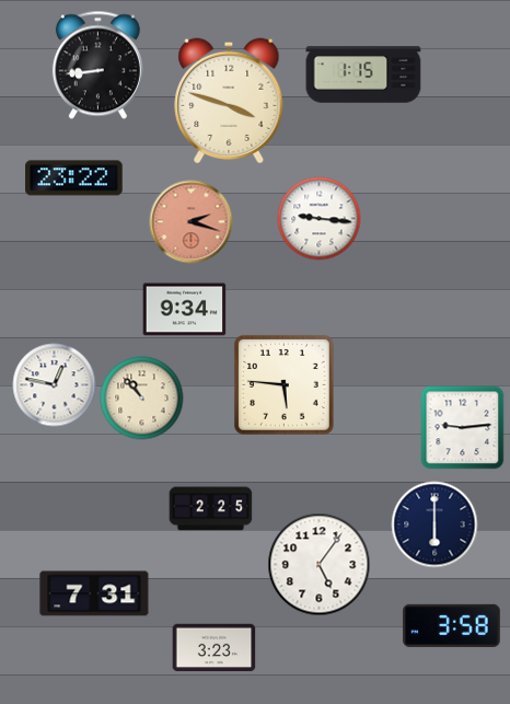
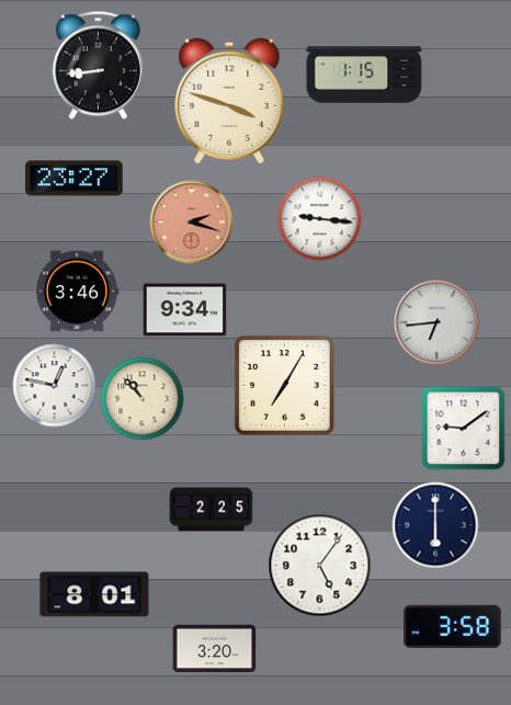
clock at (74, 178): 23:22 -> 23:27
clock at (77, 292): none -> 3:46
clock at (436, 322): none -> 6:44
clock at (283, 384): 5:46 -> 7:05
clock at (463, 428): 9:14 -> 9:09
clock at (94, 593): 7:31 -> 8:01
clock at (215, 648): 3:23 -> 3:20
